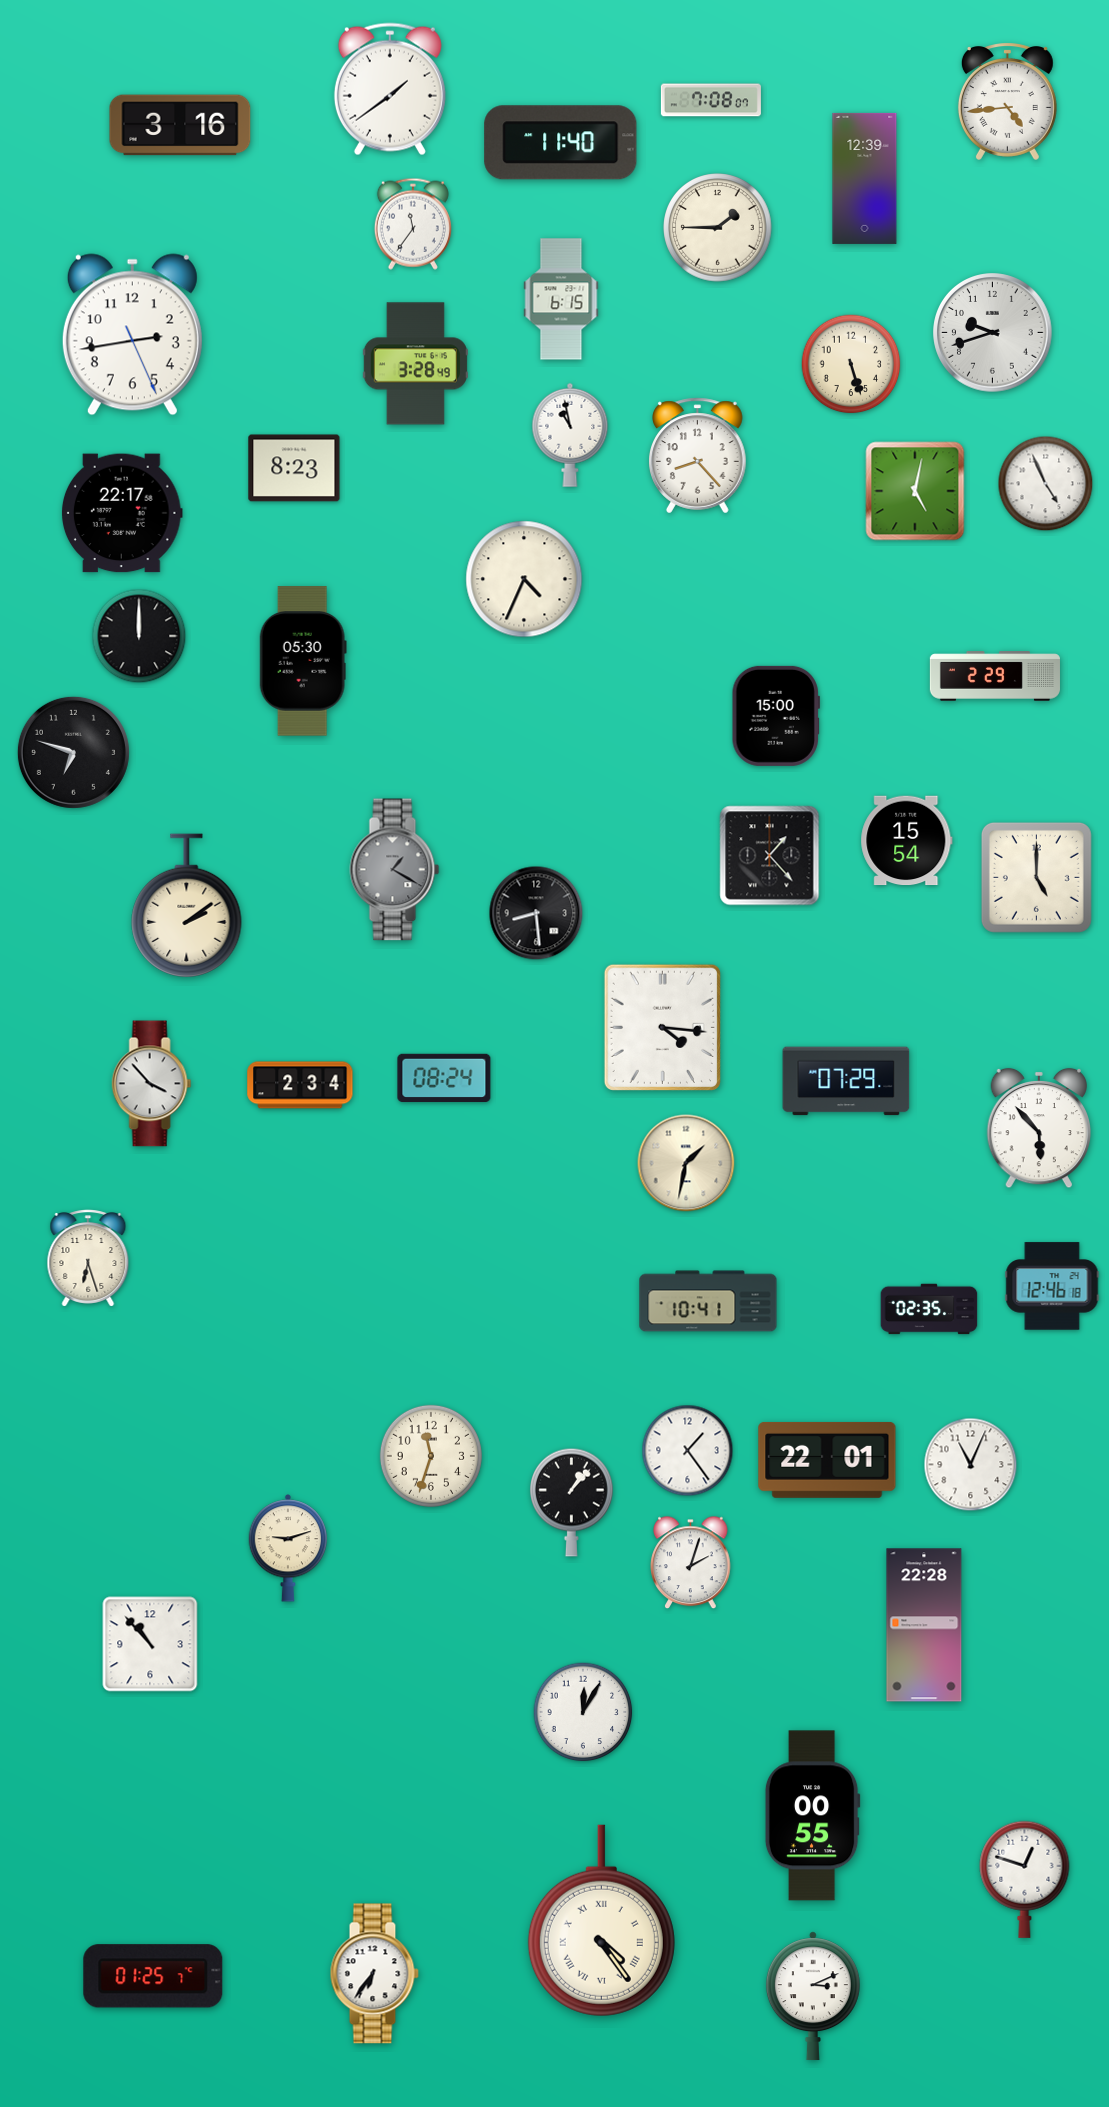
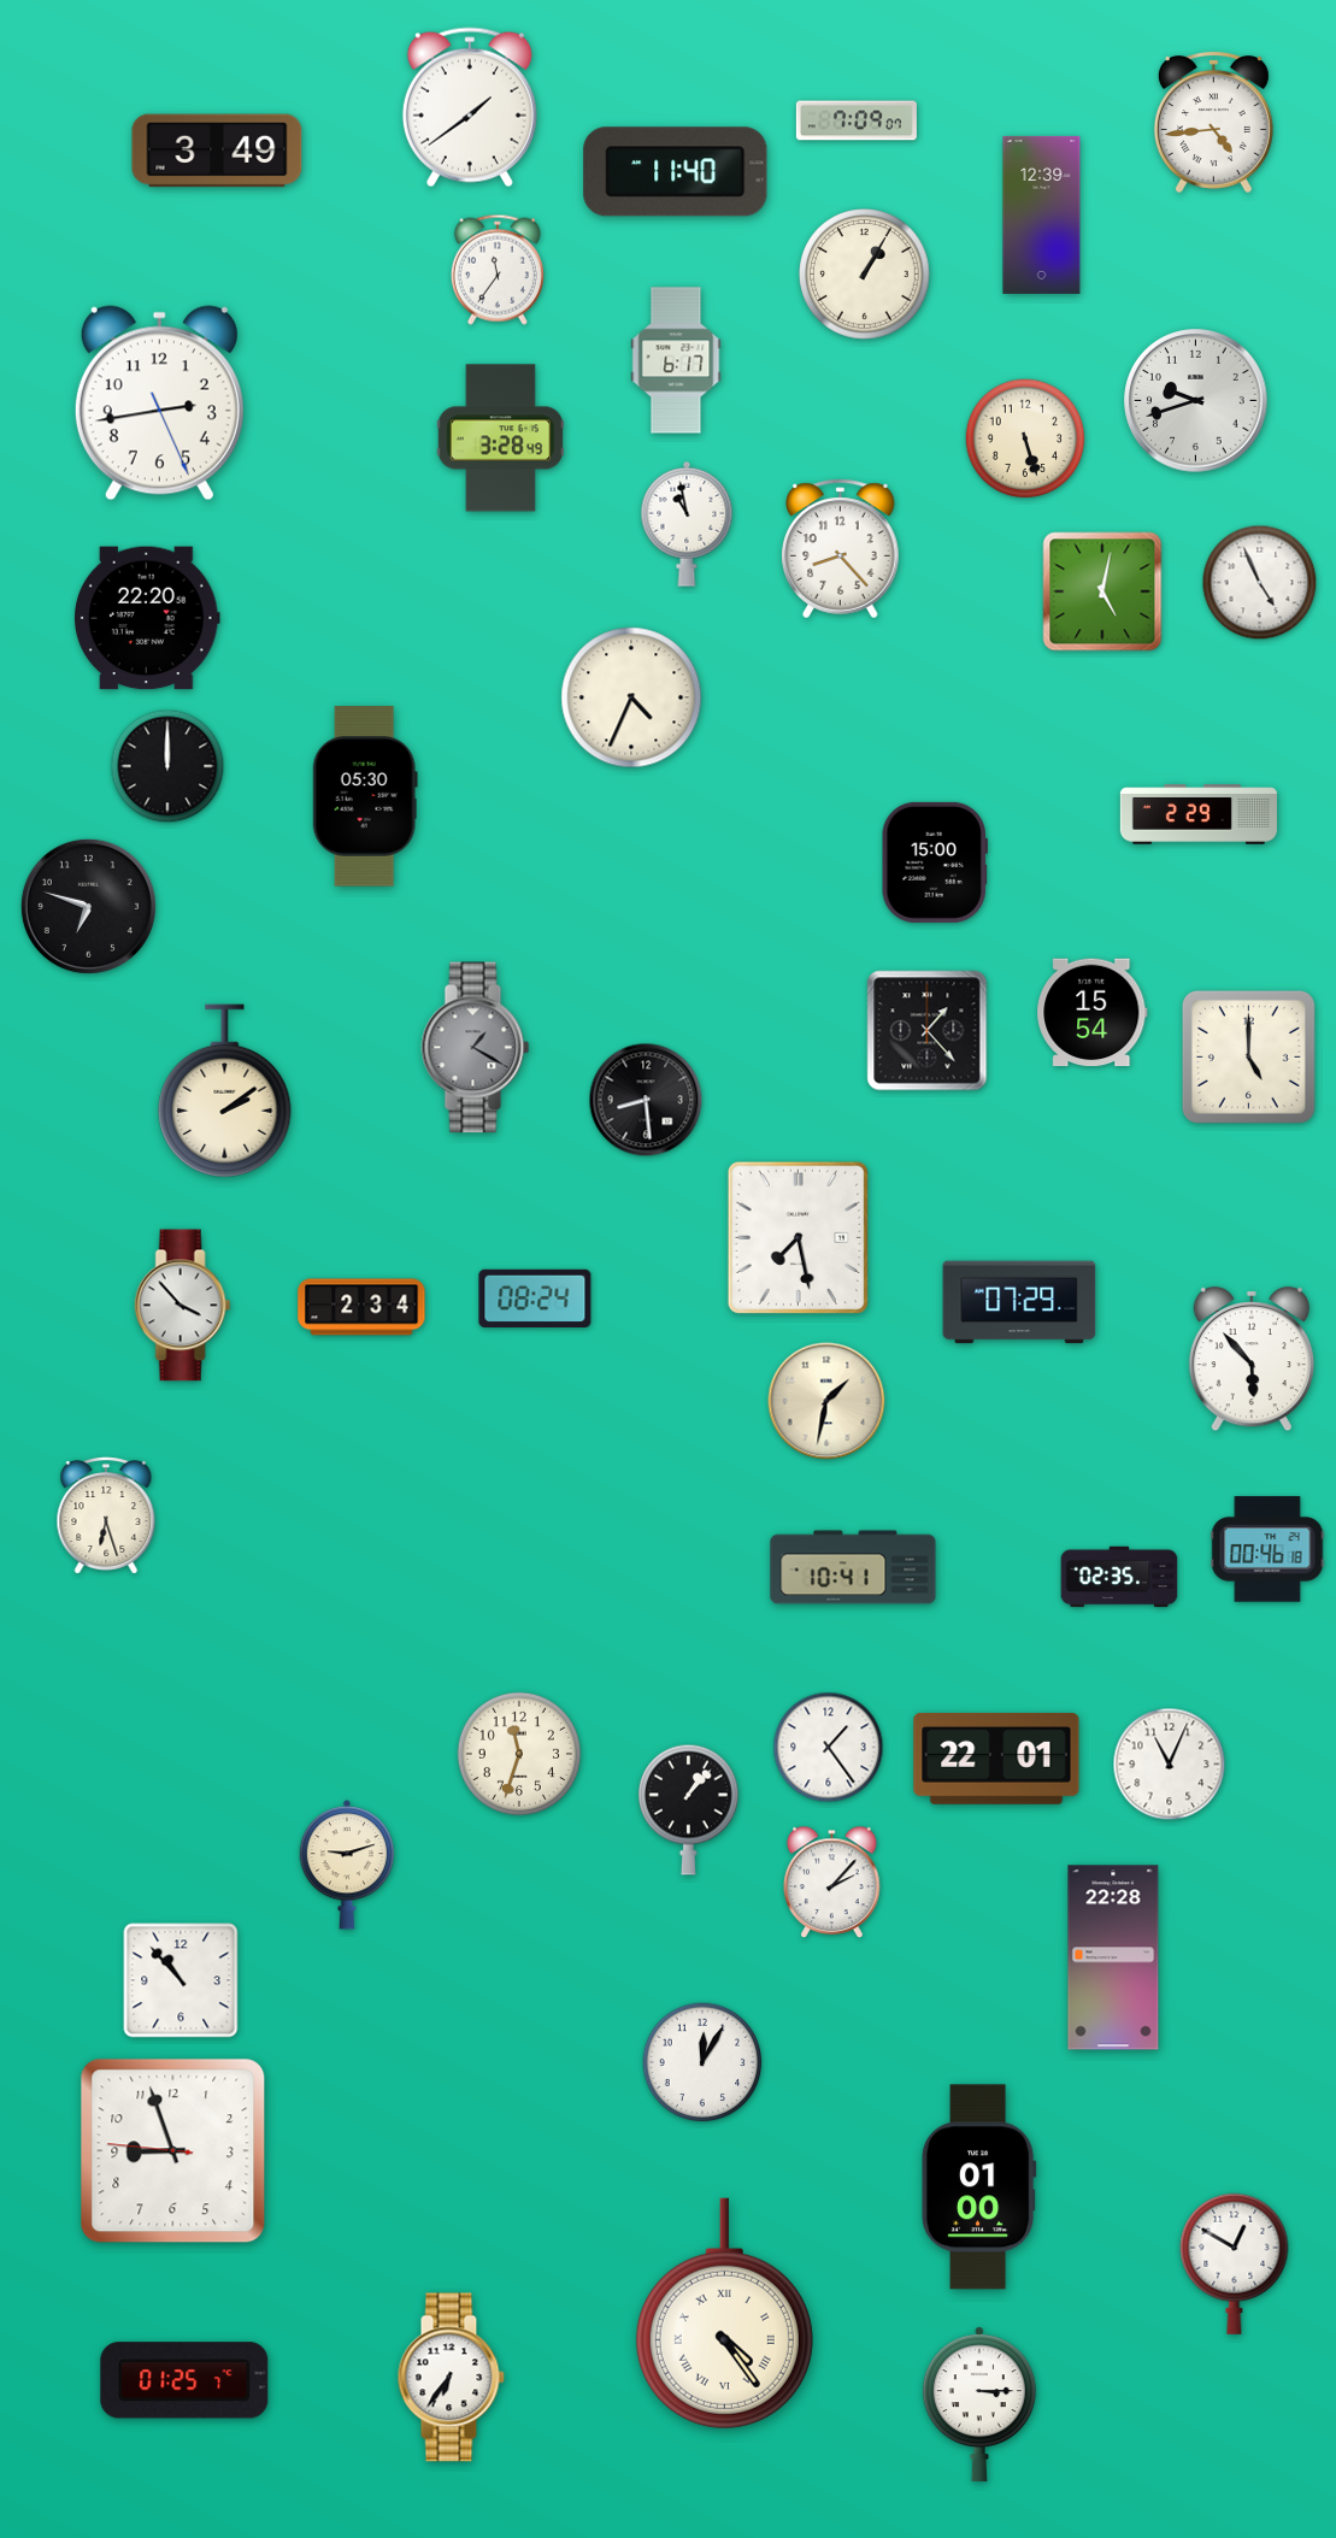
clock at (711, 100): 7:08 -> 7:09
clock at (180, 125): 3:16 -> 3:49
clock at (718, 228): 1:45 -> 1:05
clock at (561, 299): 6:15 -> 6:17
clock at (294, 468): 8:23 -> none
clock at (122, 513): 22:17 -> 22:20
clock at (662, 1027): 4:16 -> 7:28
clock at (1052, 1286): 12:46 -> 00:46
clock at (691, 1563): 2:03 -> 2:07
clock at (173, 2151): none -> 8:56
clock at (812, 1816): 00:55 -> 01:00
clock at (1025, 1879): 12:48 -> 12:50
clock at (813, 1996): 3:11 -> 3:15
